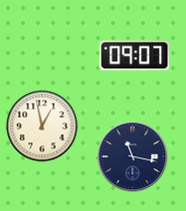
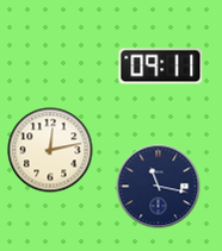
clock at (135, 56): 09:07 -> 09:11
clock at (42, 126): 12:58 -> 12:13
